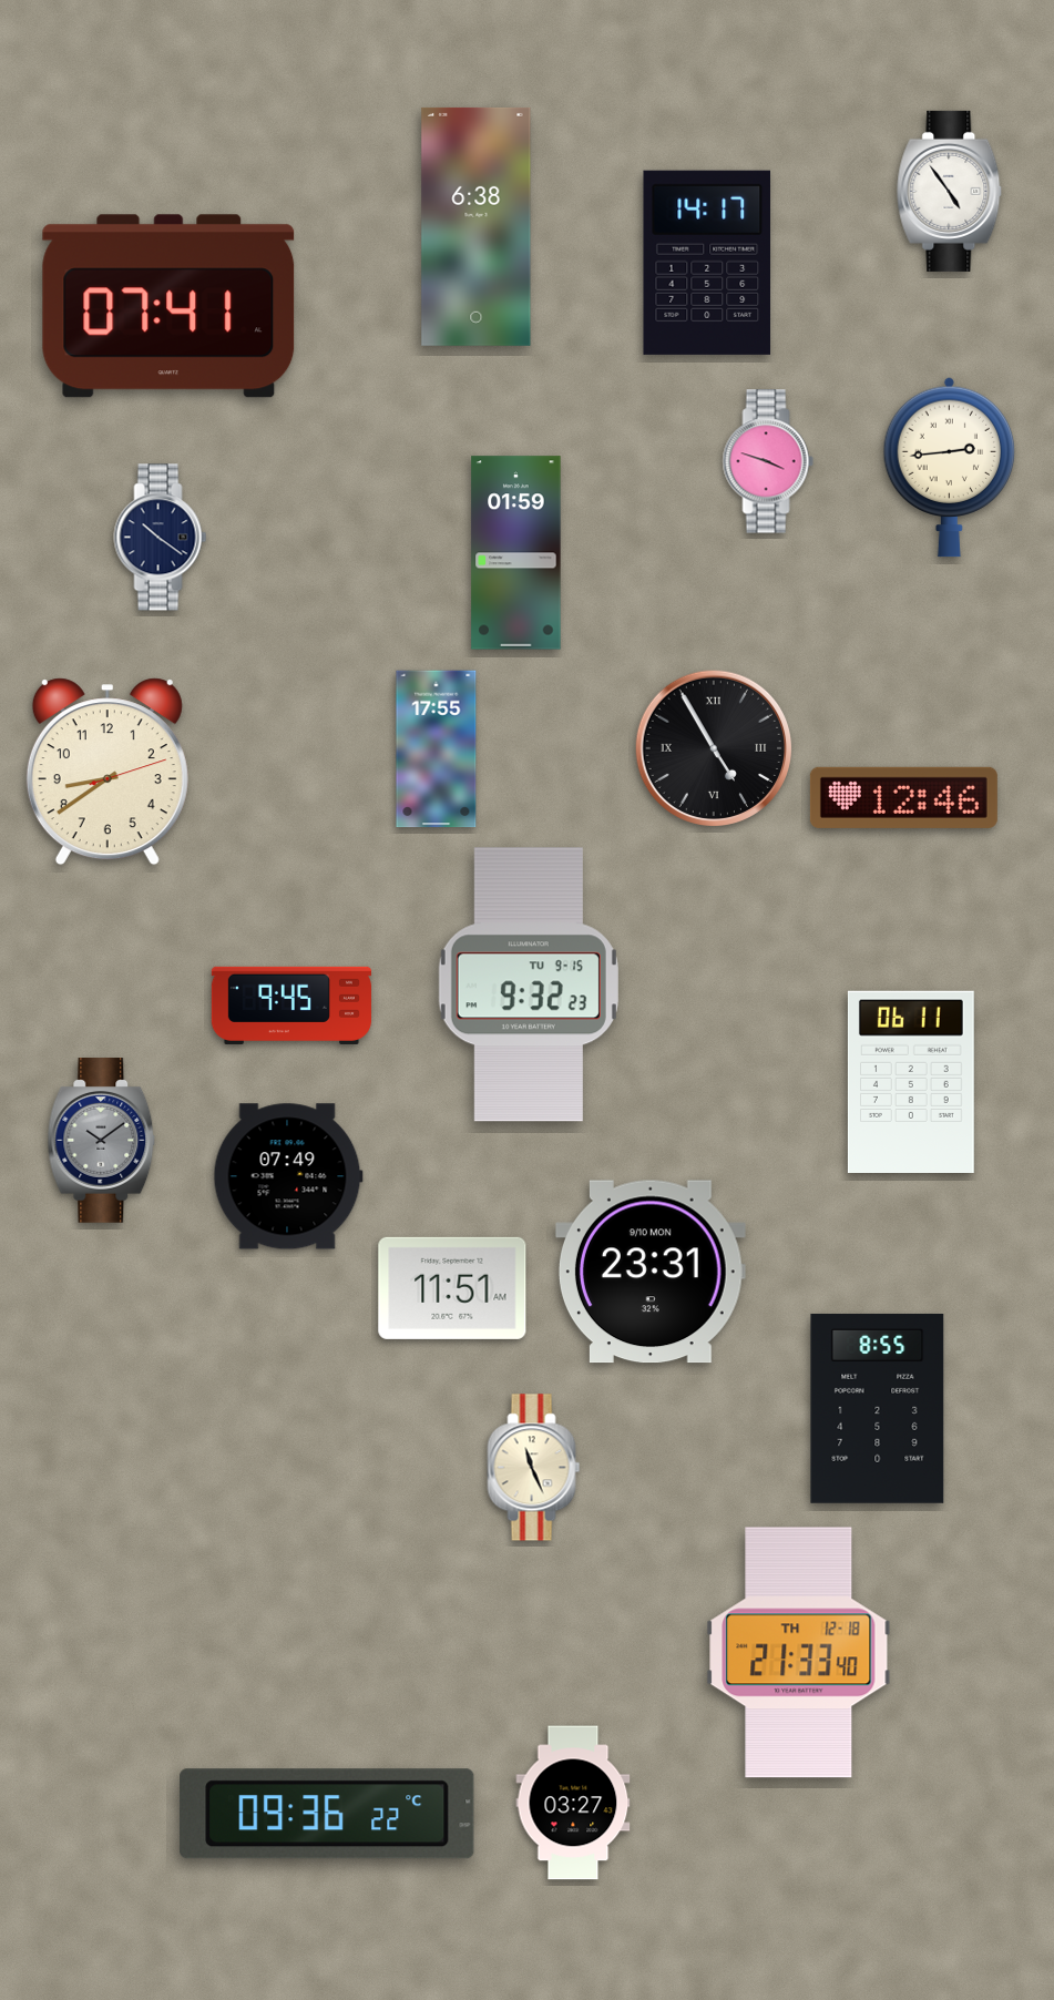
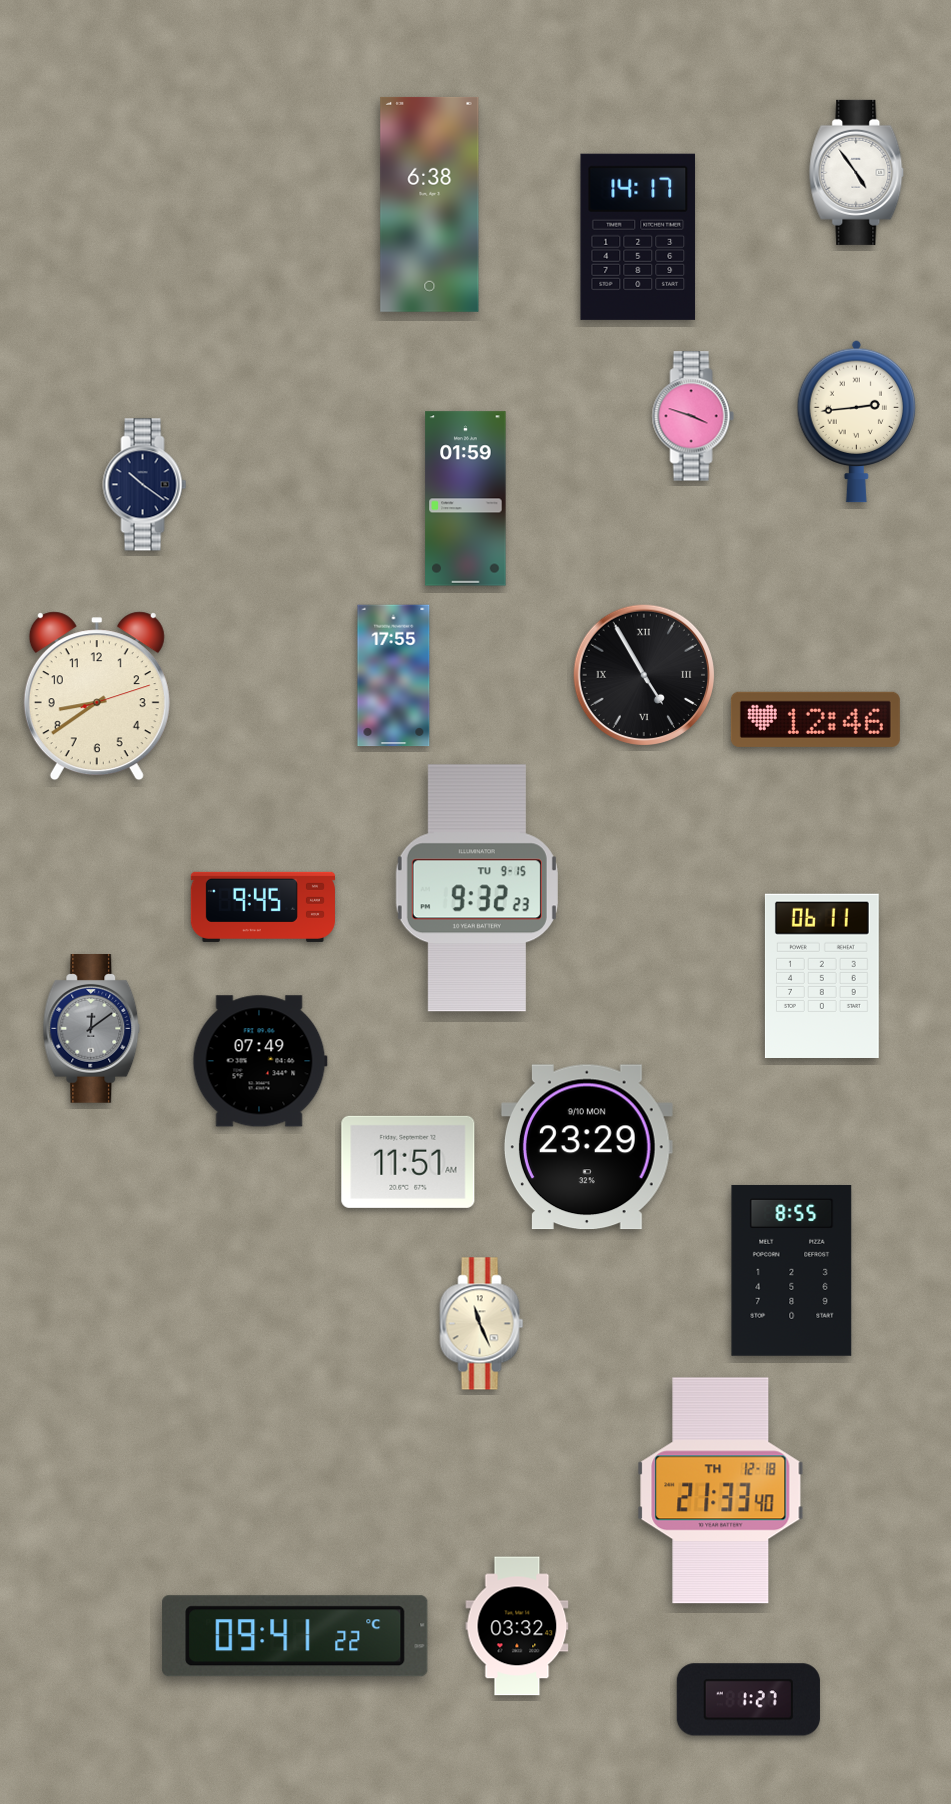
clock at (168, 306): 07:41 -> none
clock at (102, 1141): 10:09 -> 12:09
clock at (651, 1272): 23:31 -> 23:29
clock at (573, 1803): 03:27 -> 03:32
clock at (327, 1814): 09:36 -> 09:41
clock at (748, 1700): none -> 1:27
